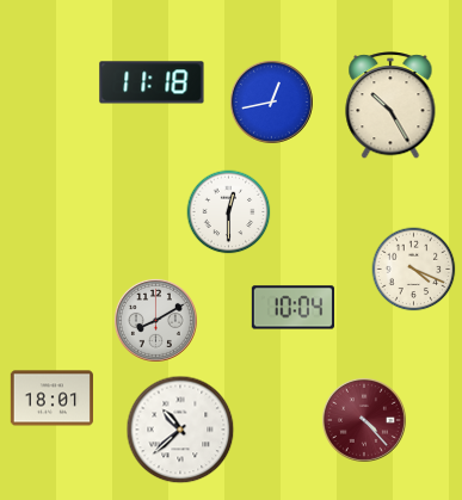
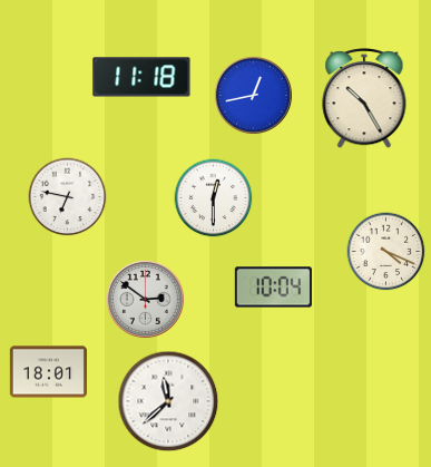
clock at (68, 197): none -> 6:47
clock at (155, 320): 8:10 -> 2:51
clock at (364, 420): 4:23 -> none
clock at (180, 430): 10:38 -> 11:38
